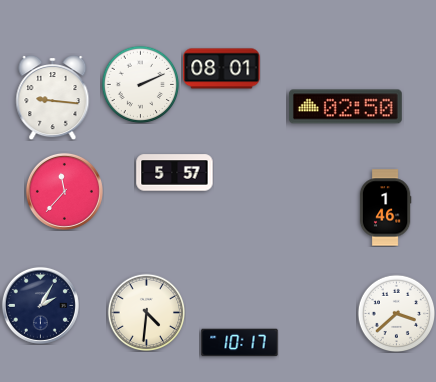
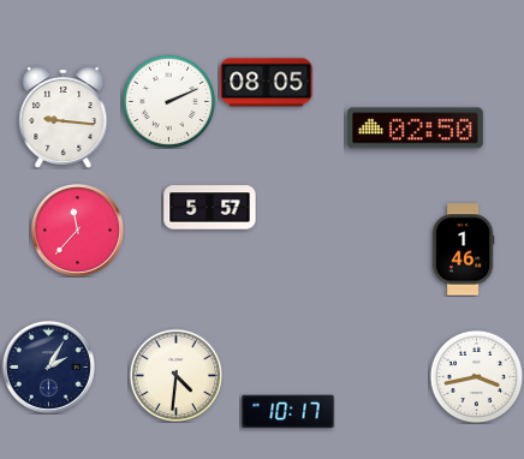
clock at (222, 69): 08:01 -> 08:05
clock at (396, 313): 3:38 -> 3:43
